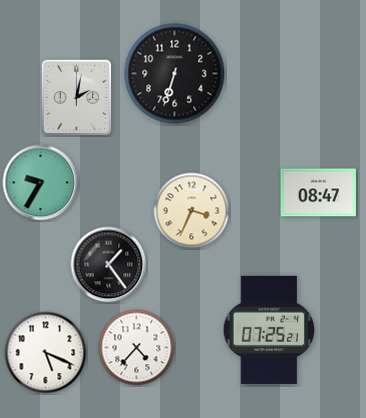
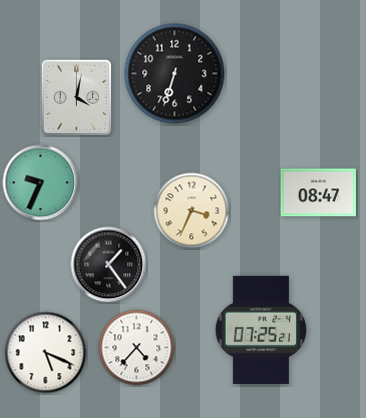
clock at (77, 98): 2:02 -> 4:02
clock at (41, 183): 9:35 -> 9:34
clock at (268, 330) position: (268, 330) -> (260, 330)
